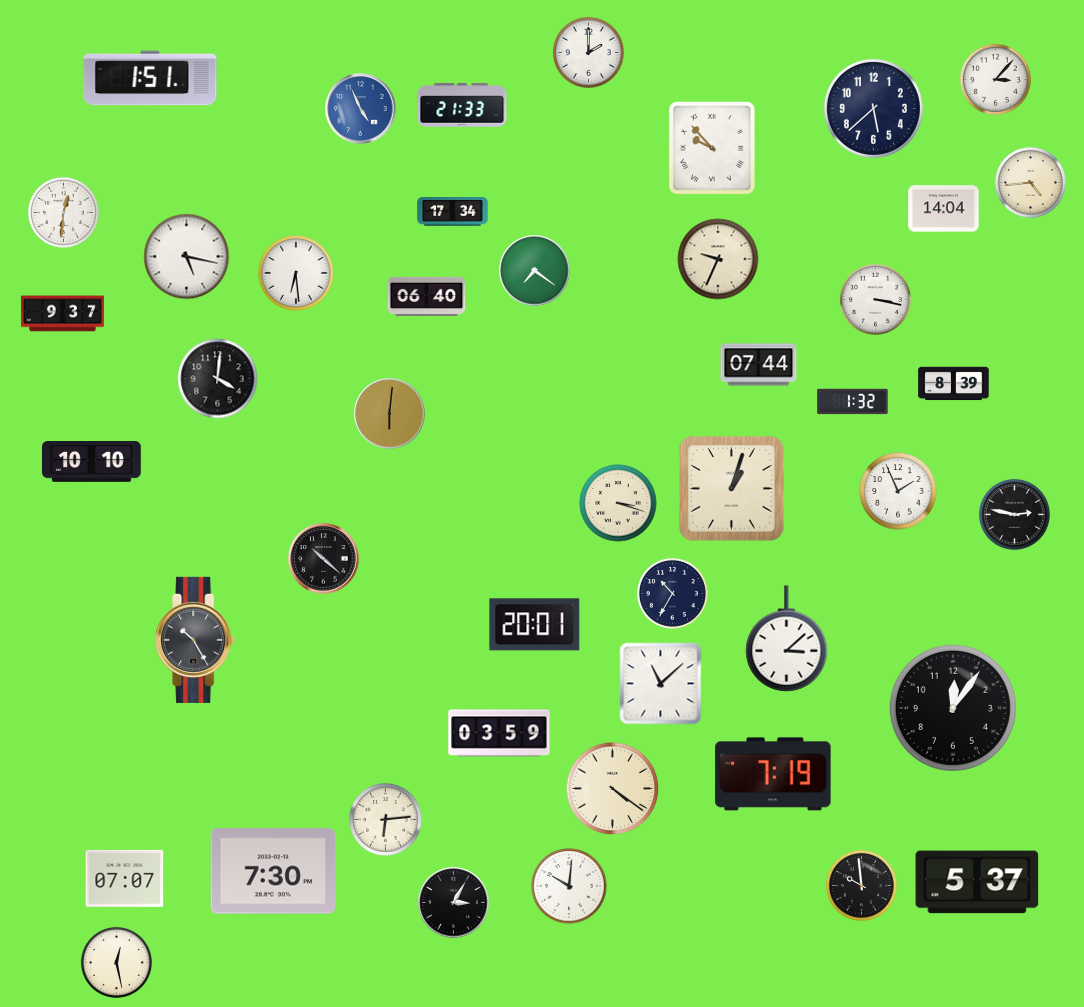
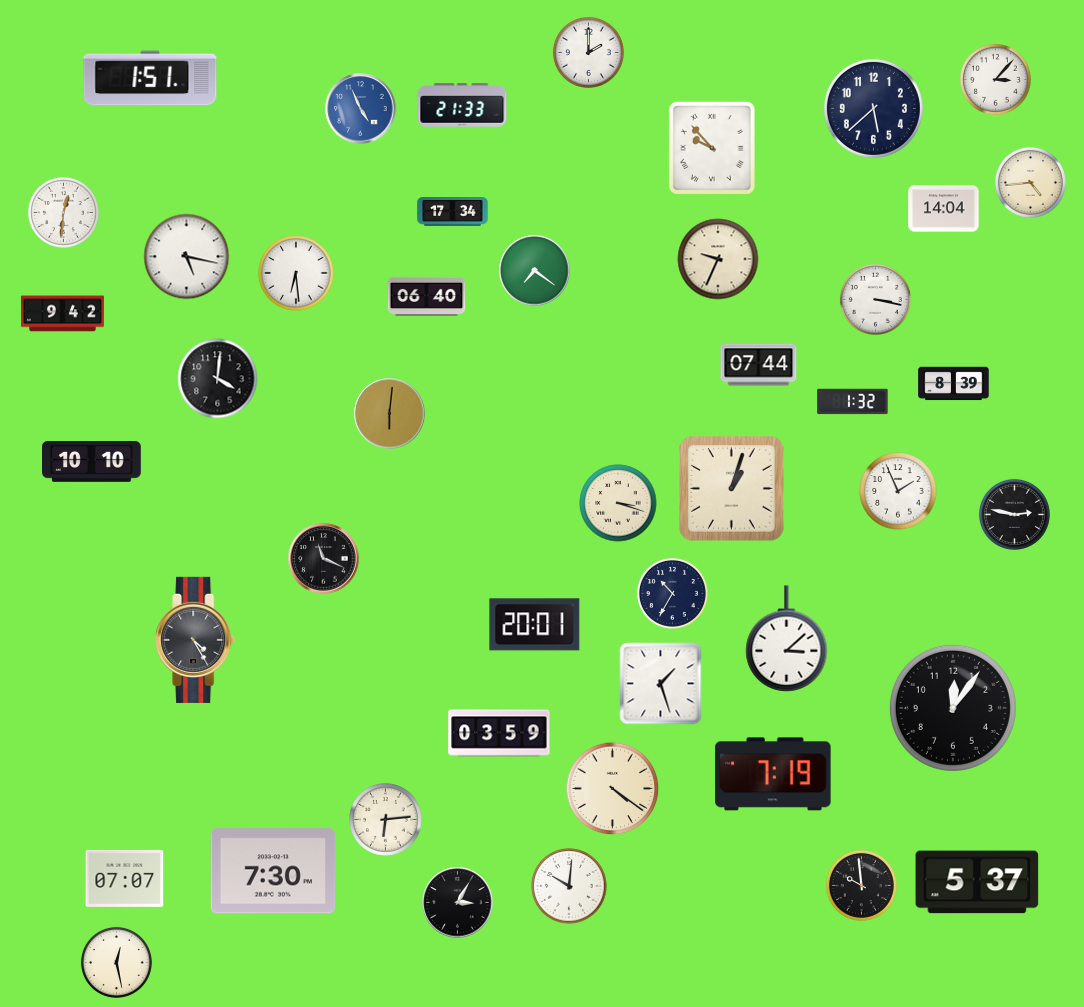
clock at (62, 314): 9:37 -> 9:42
clock at (324, 559): 10:22 -> 11:19
clock at (196, 640): 10:25 -> 4:25
clock at (661, 684): 11:08 -> 1:27
clock at (454, 903) position: (454, 903) -> (458, 903)
